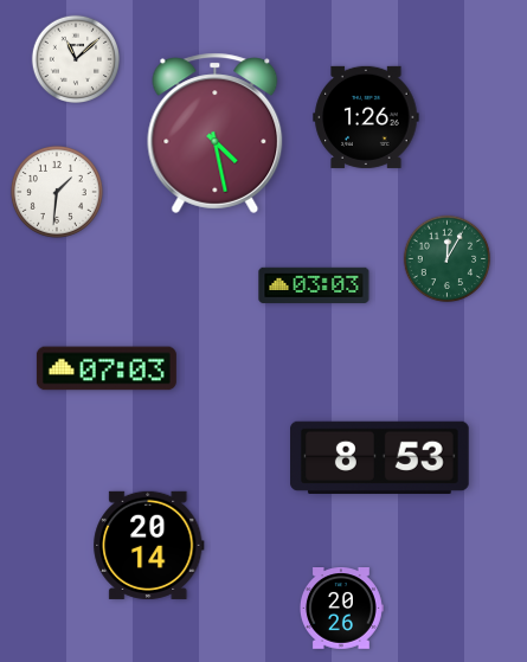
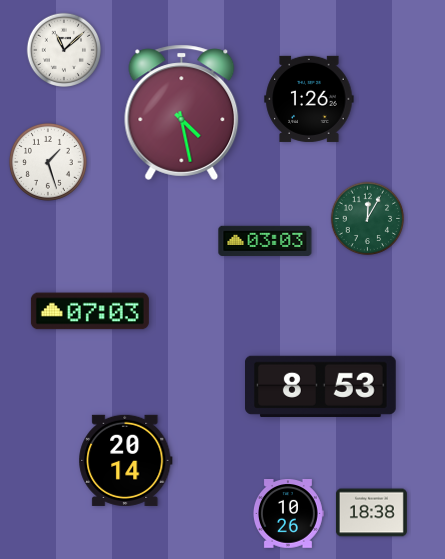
clock at (57, 192): 1:31 -> 1:27
clock at (448, 259) position: (448, 259) -> (368, 219)
clock at (371, 513): none -> 18:38
clock at (341, 609): 20:26 -> 10:26
